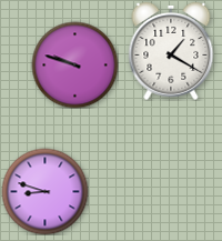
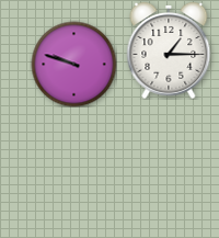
clock at (171, 51): 1:20 -> 1:15
clock at (44, 191): 8:48 -> none
